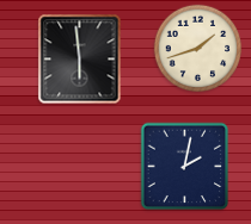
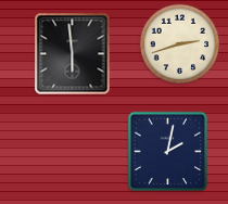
clock at (198, 49): 1:42 -> 2:42
